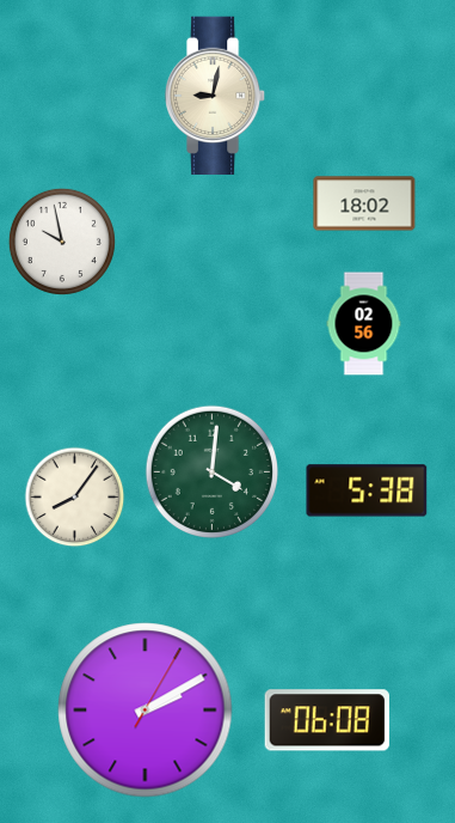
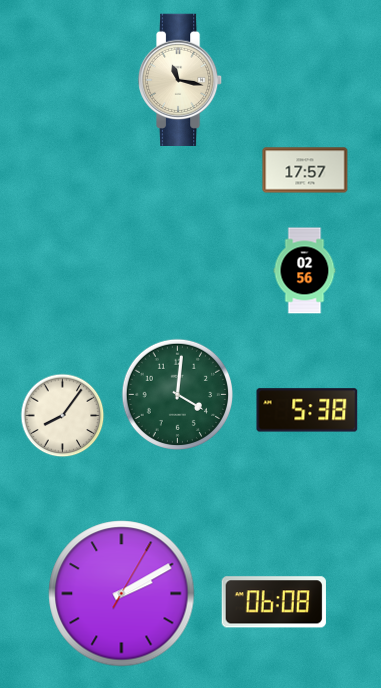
clock at (215, 96): 9:02 -> 11:17
clock at (364, 203): 18:02 -> 17:57
clock at (62, 242): 9:58 -> none
